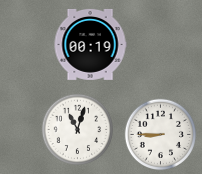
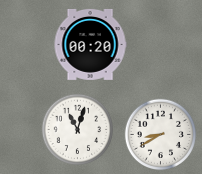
clock at (90, 44): 00:19 -> 00:20
clock at (161, 135): 8:45 -> 8:40
